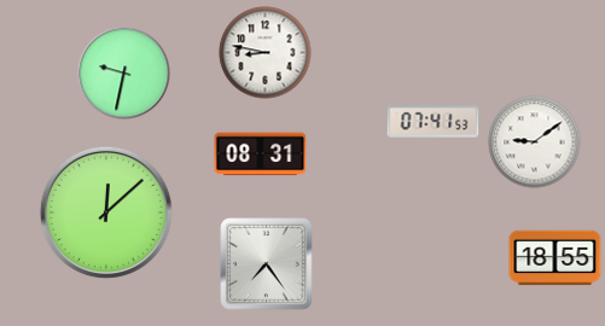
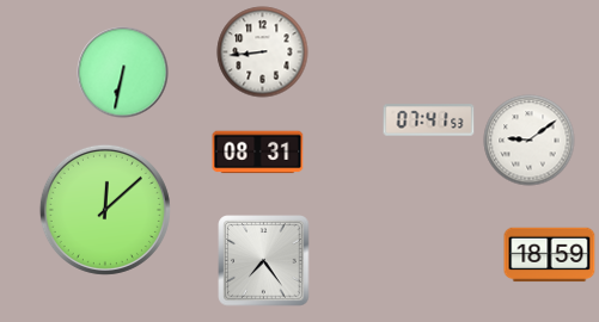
clock at (266, 53): 8:47 -> 8:44
clock at (124, 74): 9:32 -> 6:32
clock at (555, 258): 18:55 -> 18:59
